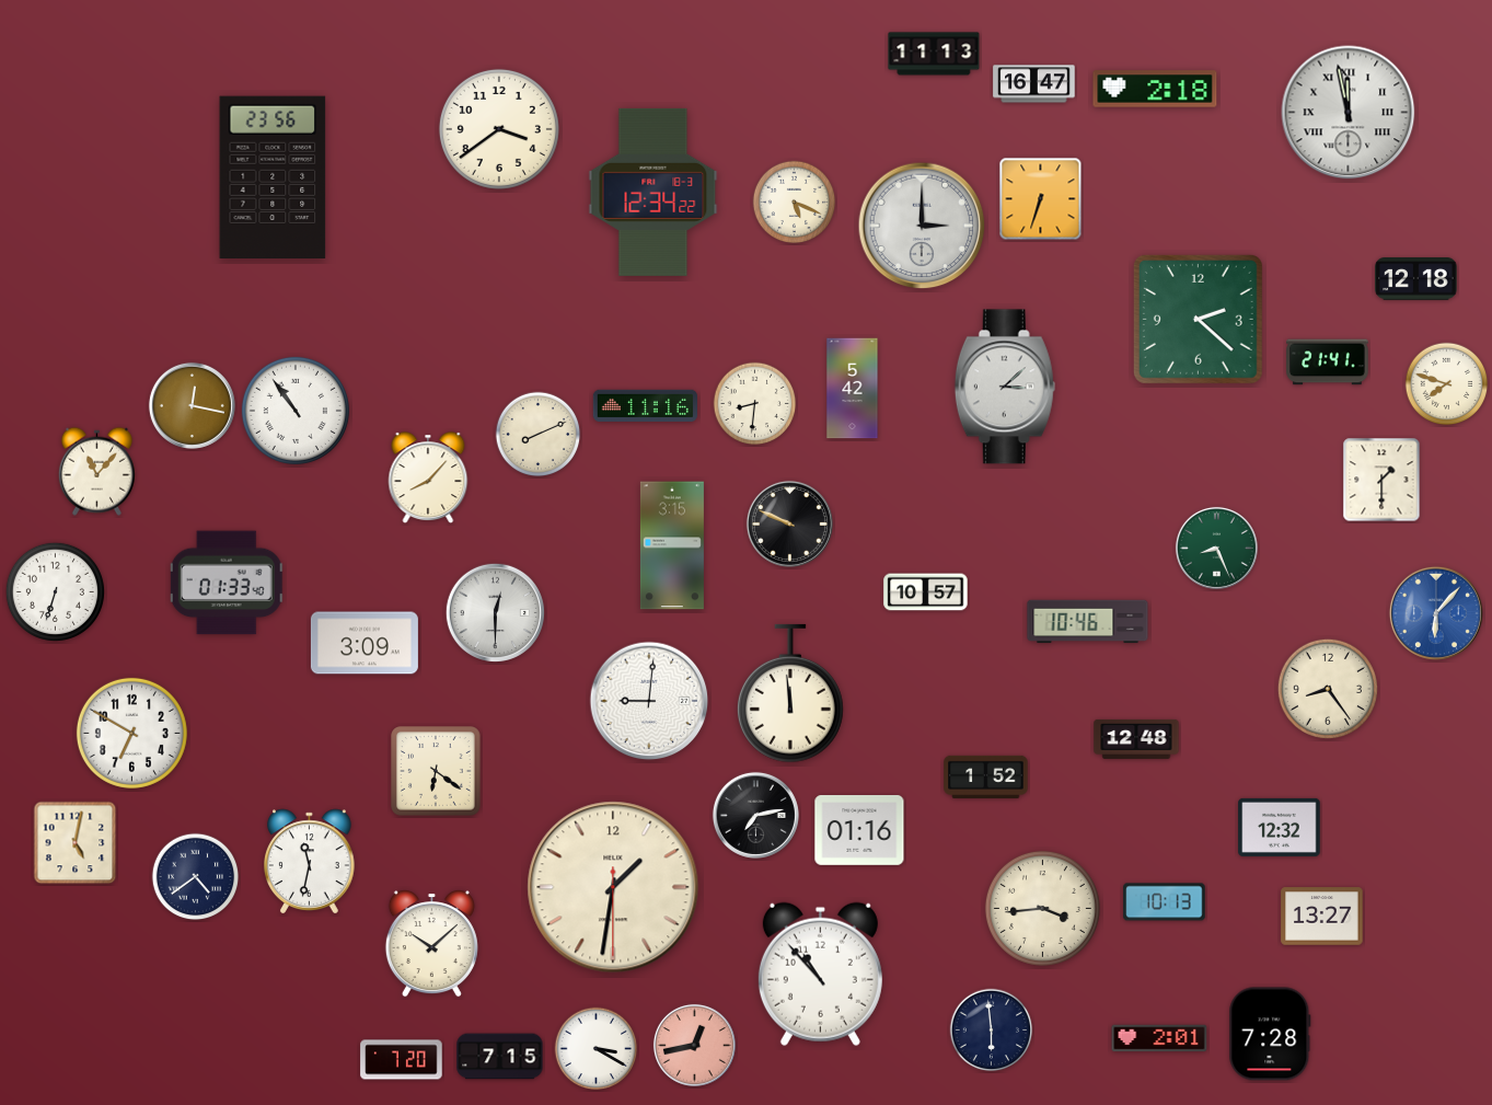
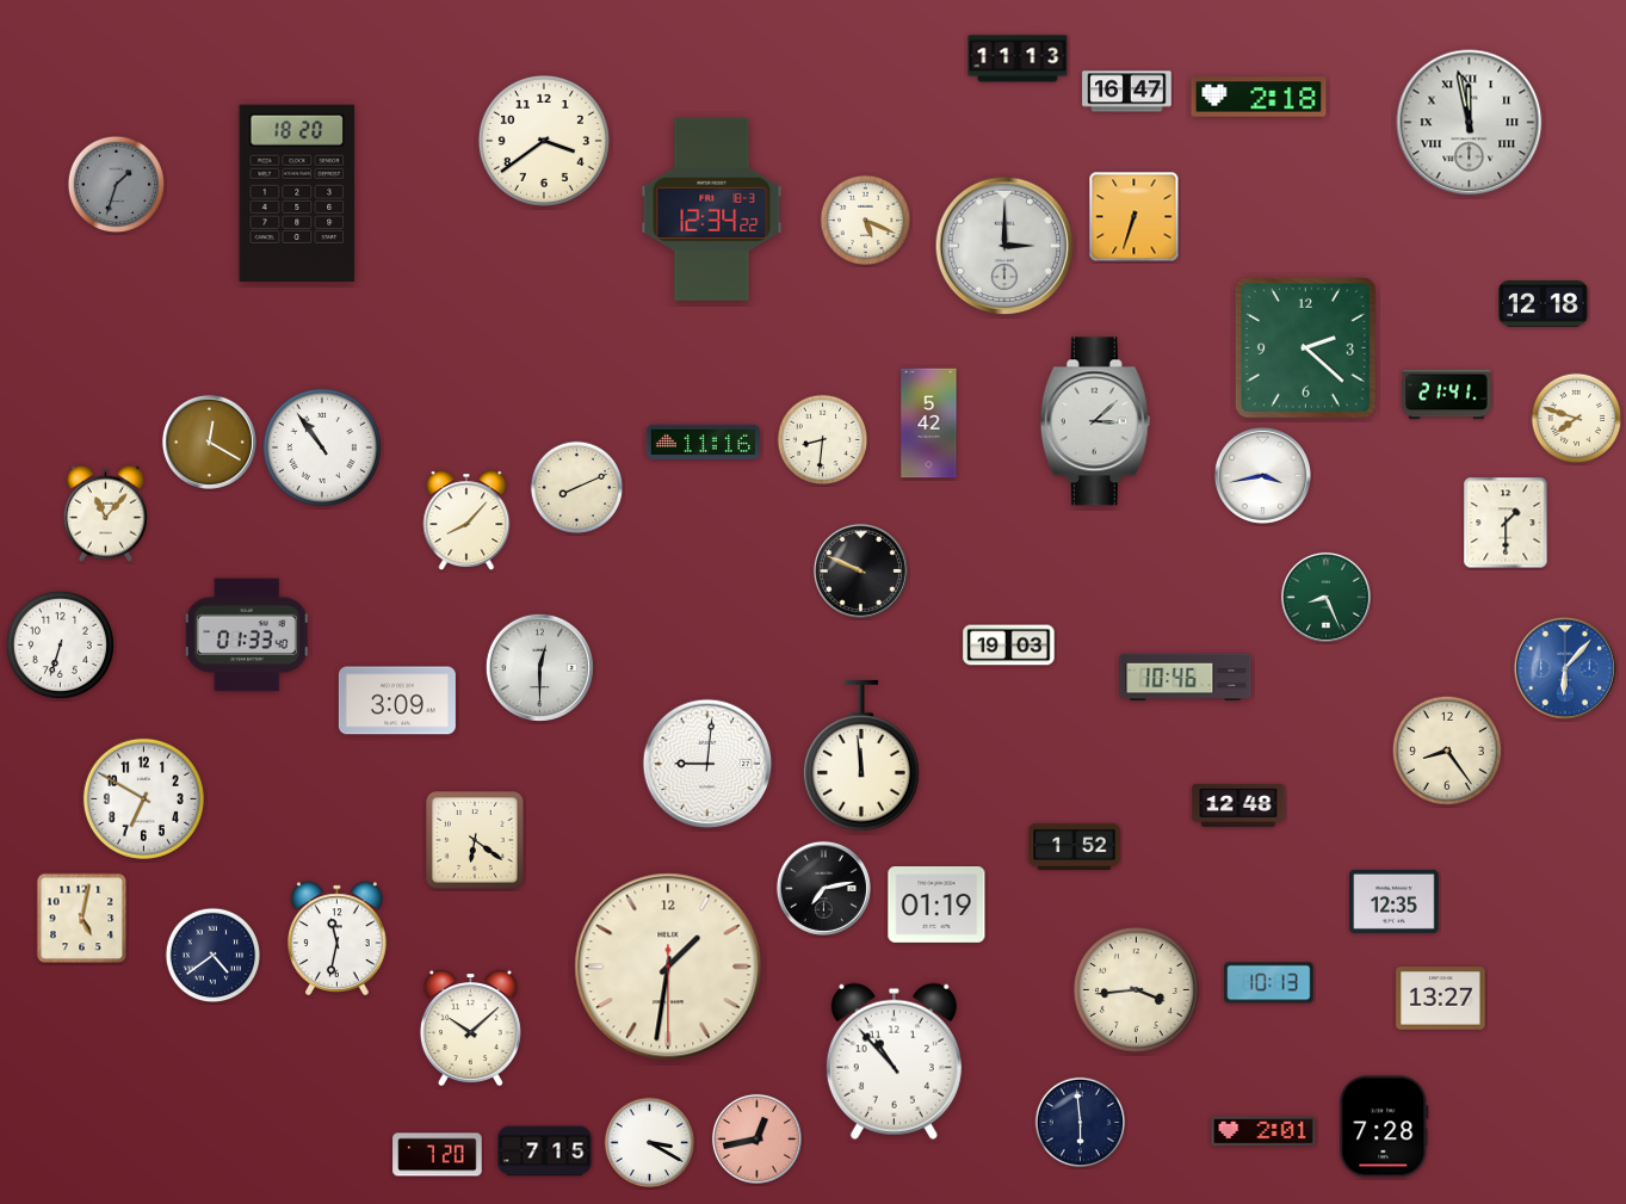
clock at (117, 185): none -> 1:33
clock at (273, 176): 23:56 -> 18:20
clock at (192, 405): 12:17 -> 12:20
clock at (539, 435) position: (539, 435) -> (577, 488)
clock at (1262, 475): none -> 3:43
clock at (672, 545): 3:15 -> none
clock at (926, 592): 10:57 -> 19:03
clock at (1280, 827): 12:32 -> 12:35
clock at (859, 831): 01:16 -> 01:19
